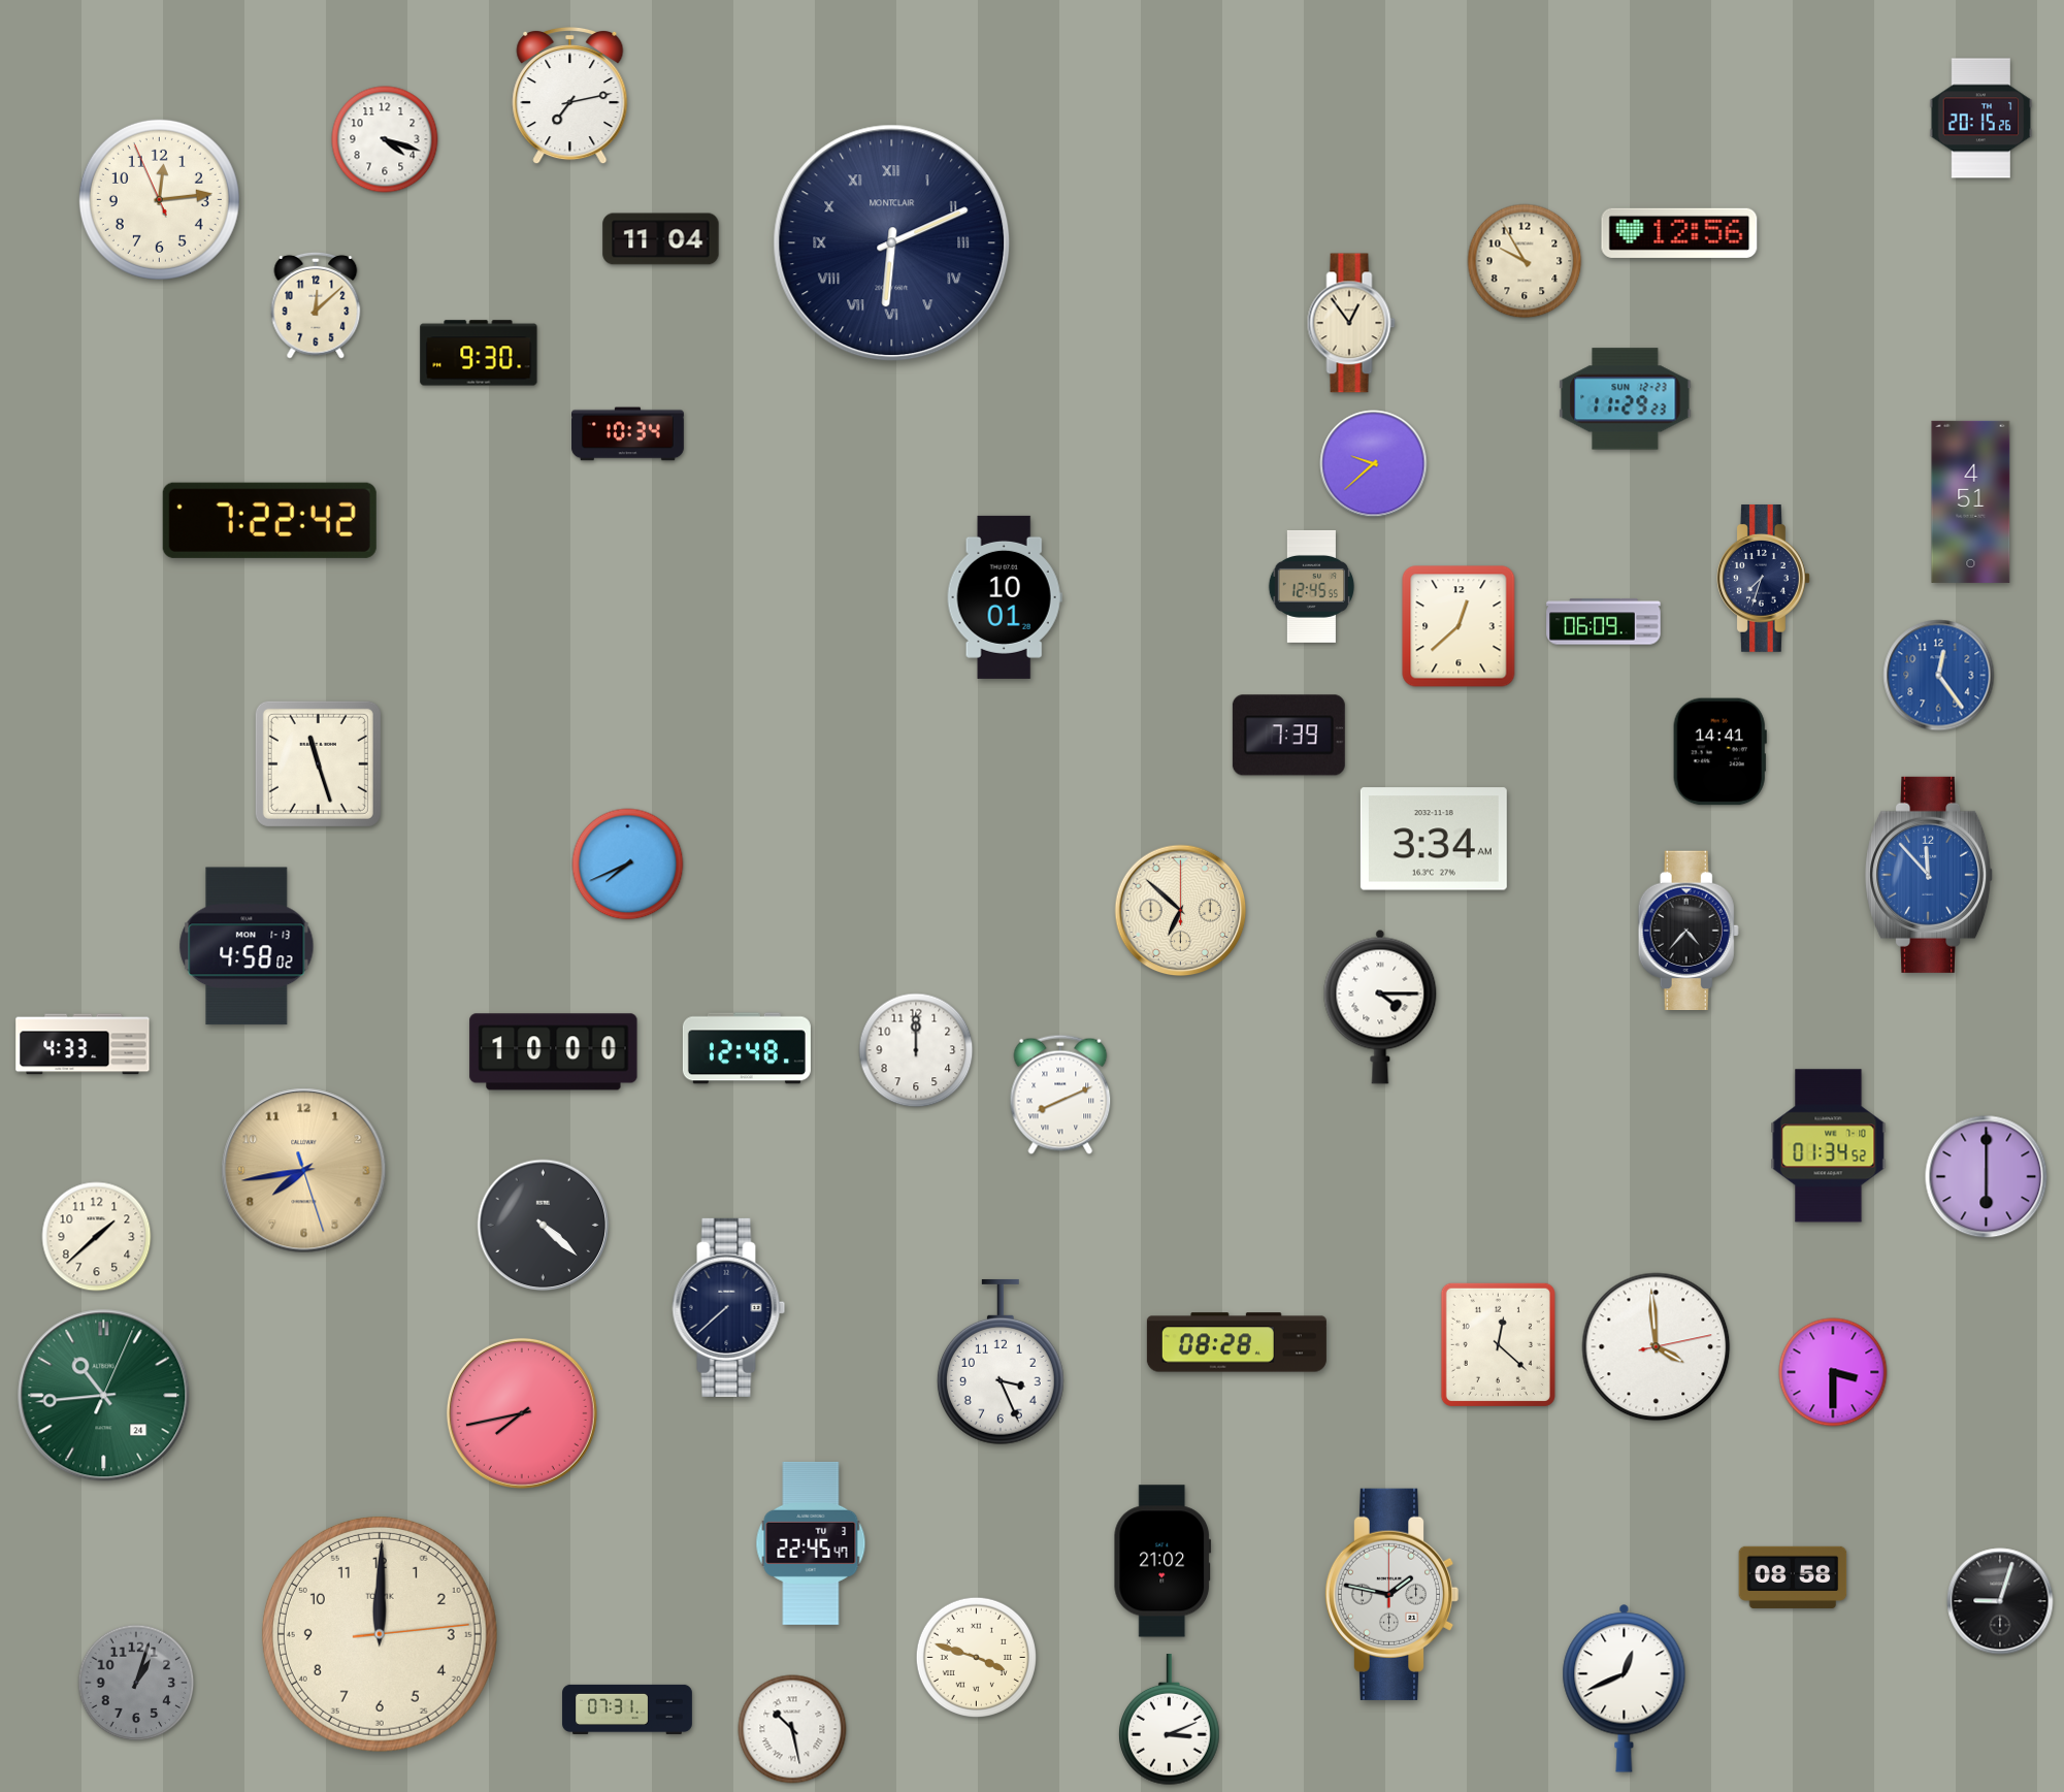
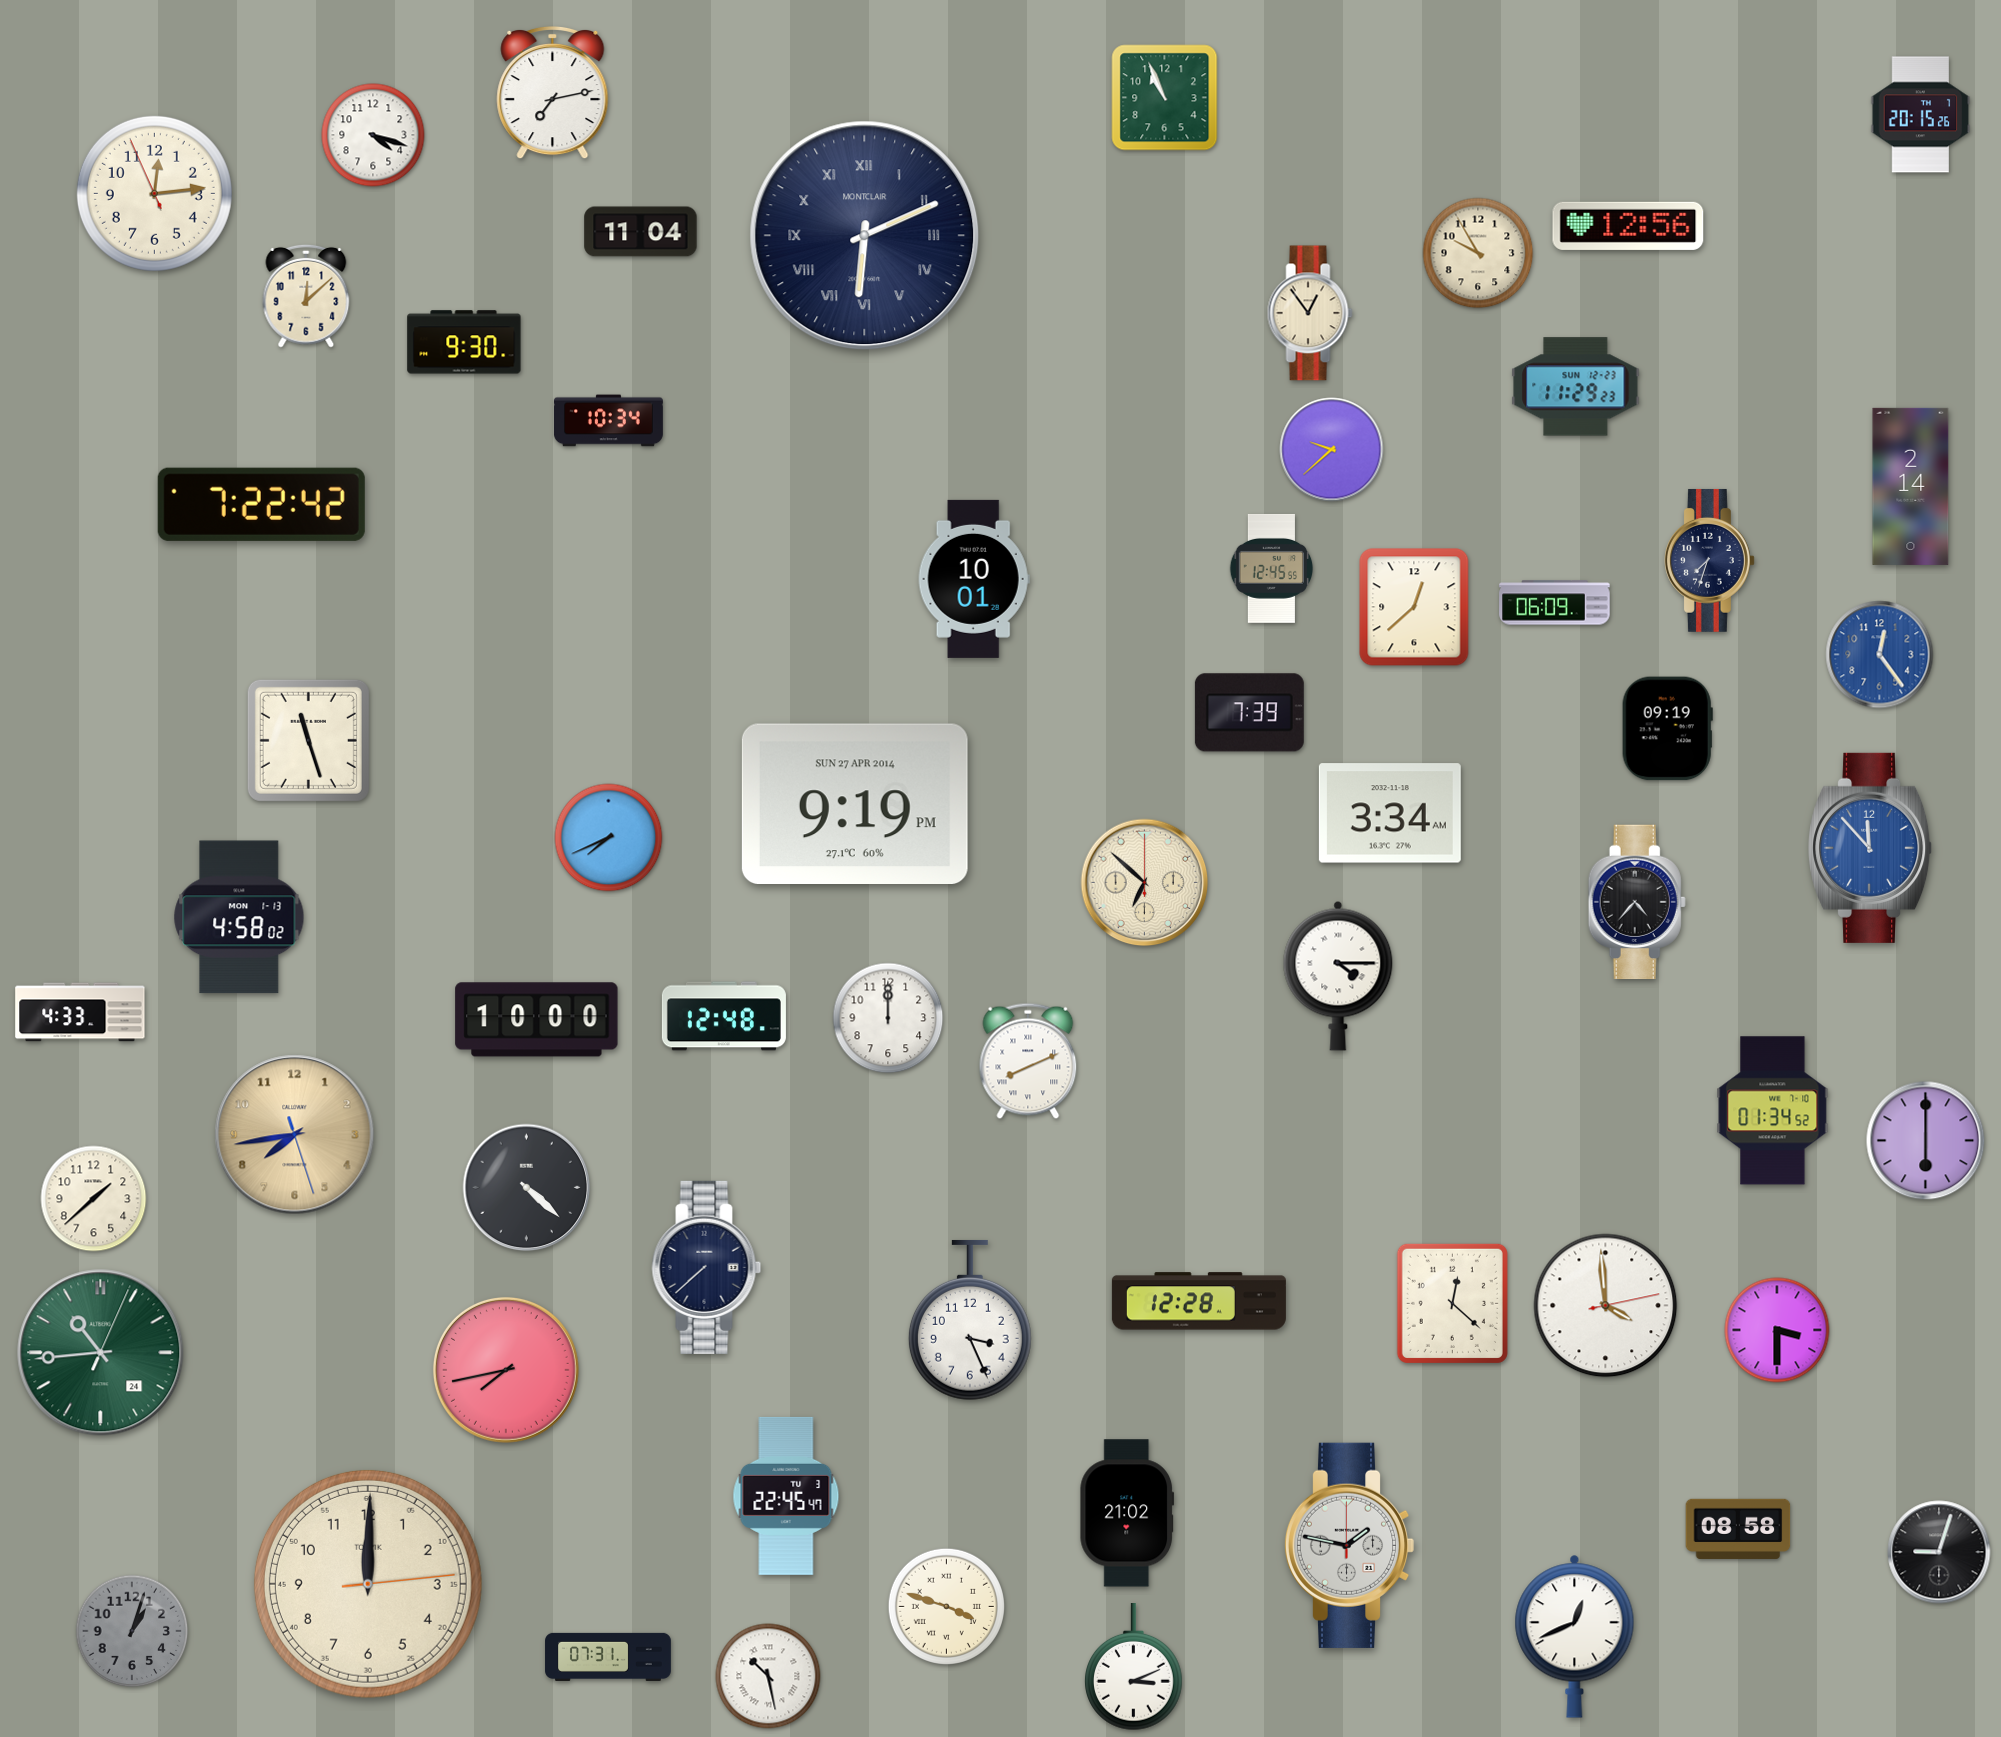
clock at (1165, 98): none -> 10:56
clock at (1971, 501): 4:51 -> 2:14
clock at (1719, 752): 14:41 -> 09:19
clock at (855, 803): none -> 9:19
clock at (1237, 1342): 08:28 -> 12:28
